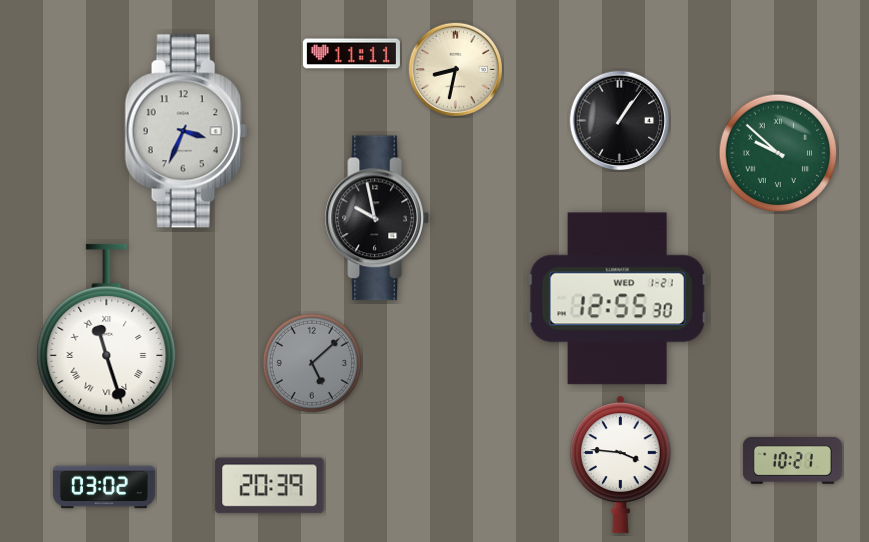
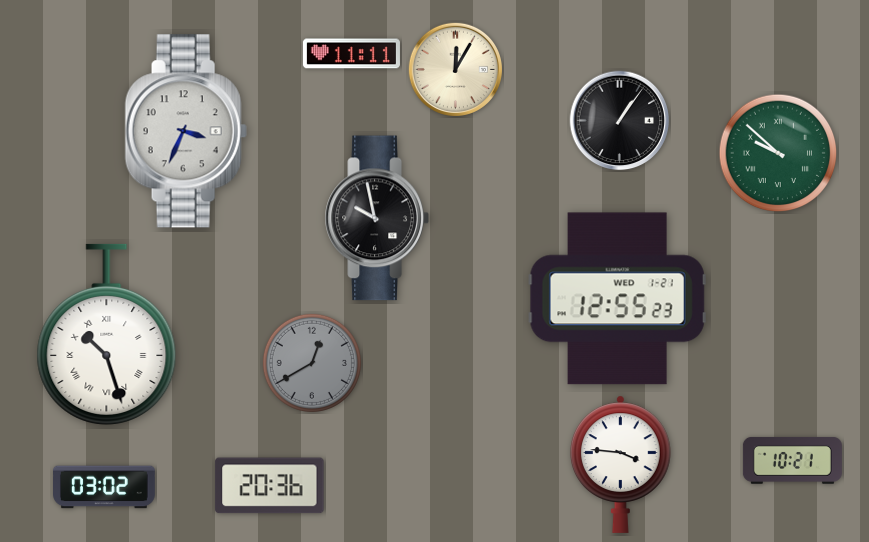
clock at (455, 69): 8:32 -> 12:05
clock at (617, 299): 12:55:30 -> 12:55:23
clock at (107, 334): 11:27 -> 10:27
clock at (312, 363): 5:08 -> 12:40
clock at (270, 486): 20:39 -> 20:36
